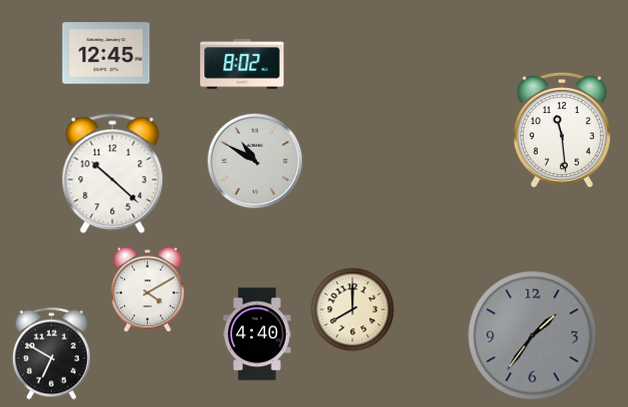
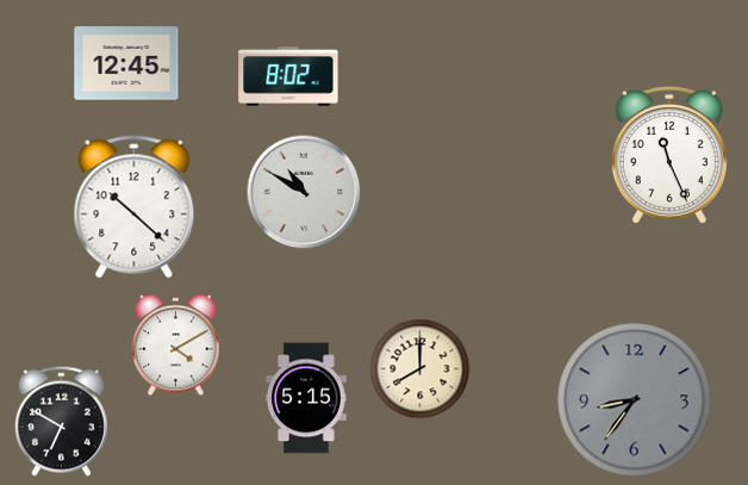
clock at (562, 131): 11:29 -> 11:26
clock at (257, 334): 4:40 -> 5:15
clock at (533, 336): 1:36 -> 8:36
